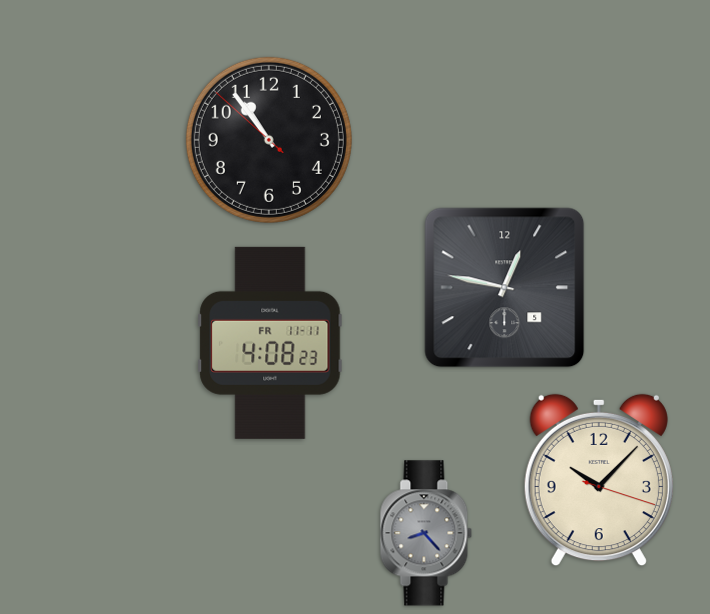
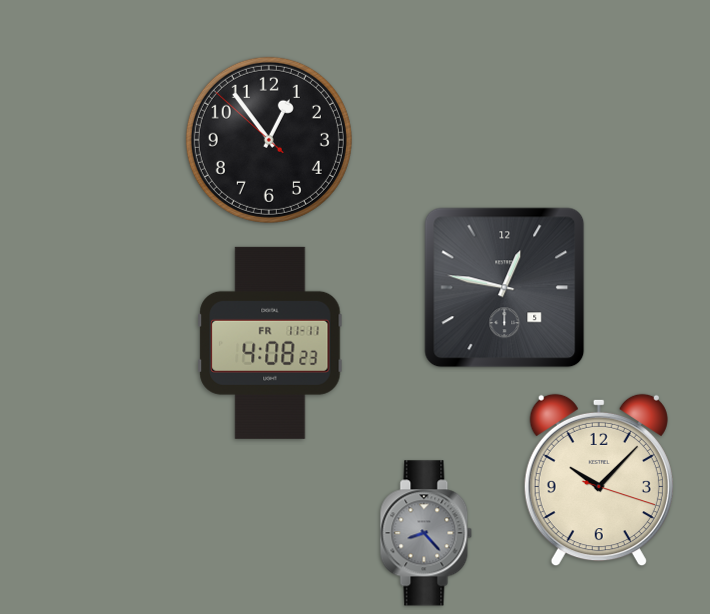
clock at (269, 140): 10:53 -> 12:53
